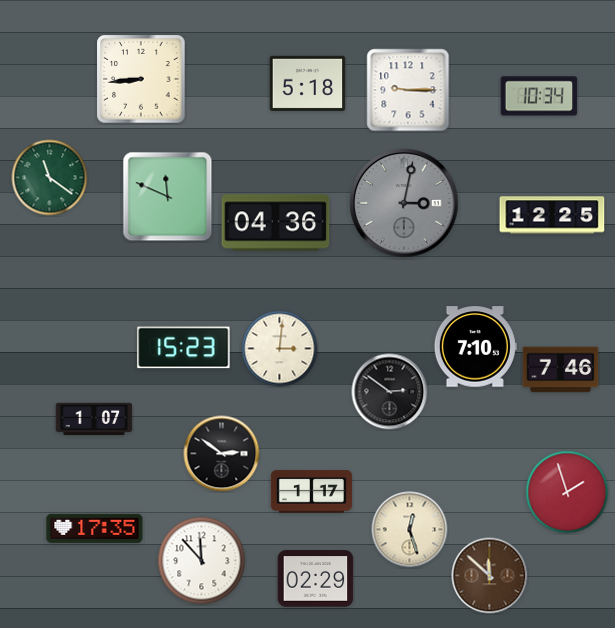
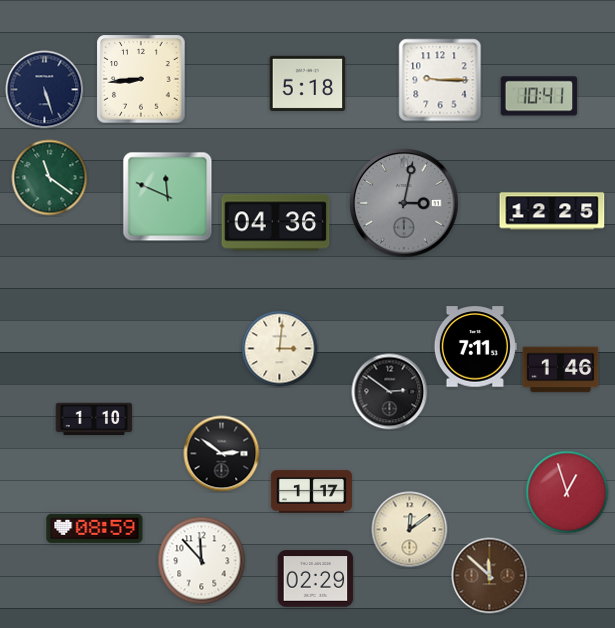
clock at (45, 90): none -> 5:27
clock at (408, 90) position: (408, 90) -> (440, 80)
clock at (539, 96): 10:34 -> 10:41
clock at (552, 215) position: (552, 215) -> (552, 211)
clock at (475, 347): 7:10 -> 7:11
clock at (184, 348): 15:23 -> none
clock at (561, 370): 7:46 -> 1:46
clock at (94, 419): 1:07 -> 1:10
clock at (567, 492): 1:57 -> 12:57
clock at (95, 528): 17:35 -> 08:59
clock at (410, 530): 12:27 -> 12:09
